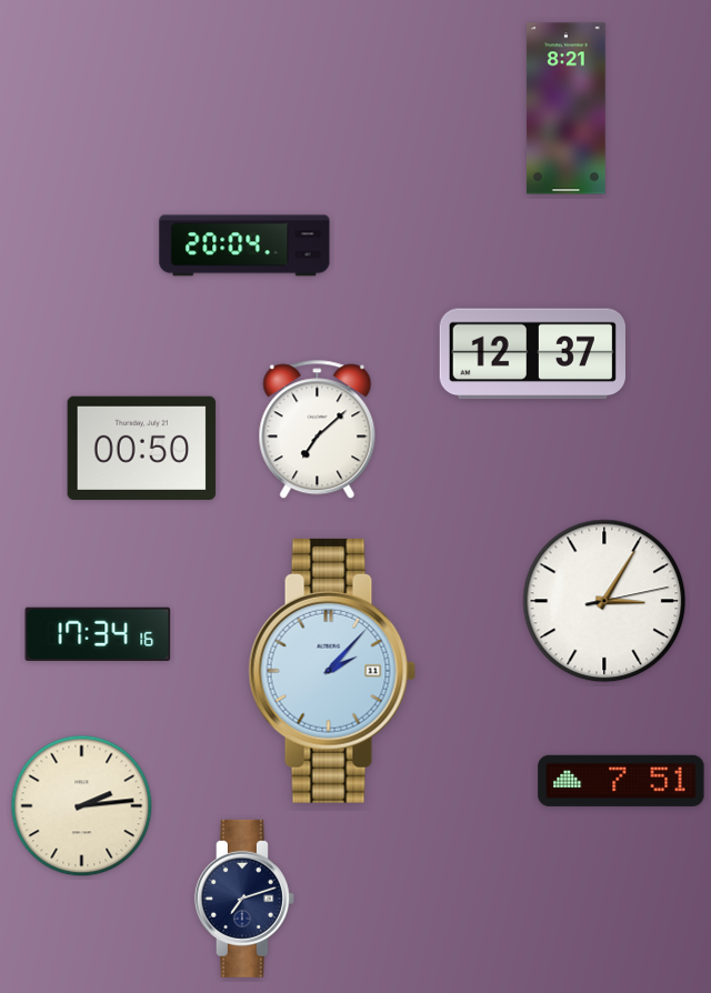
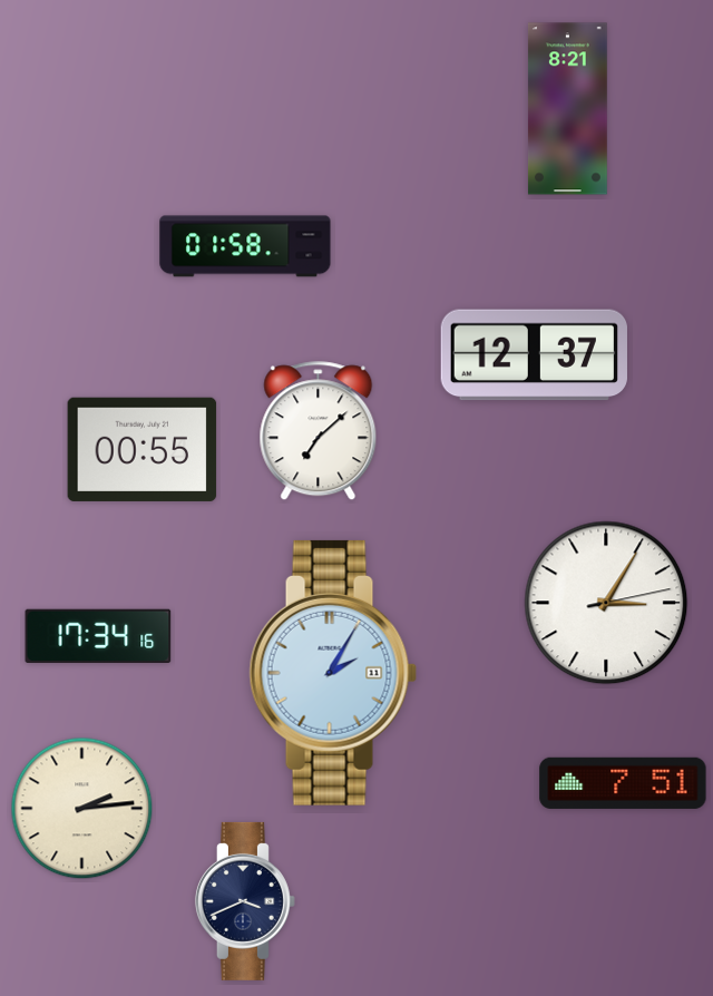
clock at (244, 245): 20:04 -> 01:58
clock at (142, 448): 00:50 -> 00:55
clock at (332, 671): 2:07 -> 2:05
clock at (244, 899): 7:12 -> 3:41
